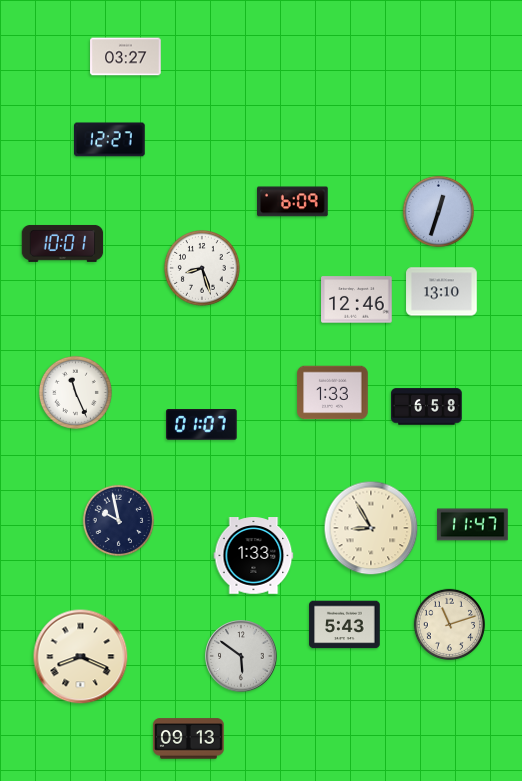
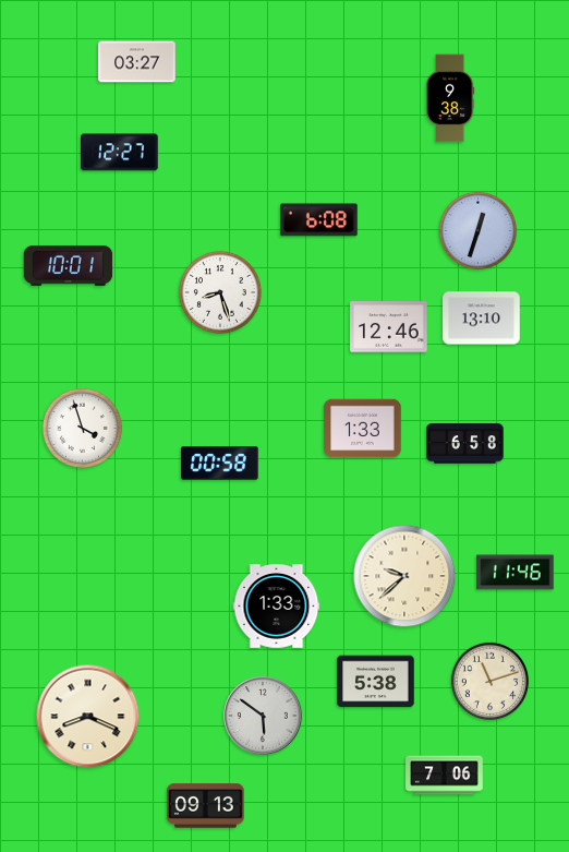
clock at (450, 98): none -> 9:38
clock at (293, 202): 6:09 -> 6:08
clock at (75, 392): 11:26 -> 3:57
clock at (202, 425): 01:07 -> 00:58
clock at (118, 520): 9:58 -> none
clock at (473, 525): 11:47 -> 11:46
clock at (371, 528): 8:55 -> 9:38
clock at (345, 625): 5:43 -> 5:38
clock at (445, 776): none -> 7:06
